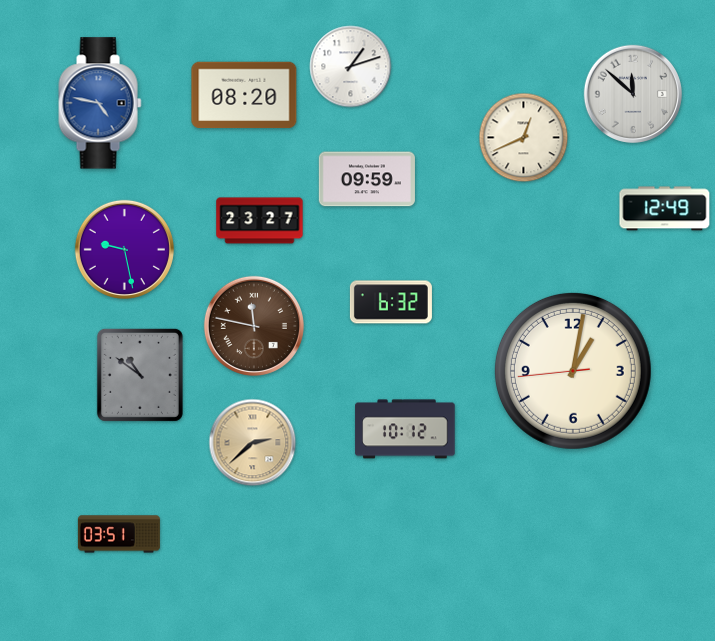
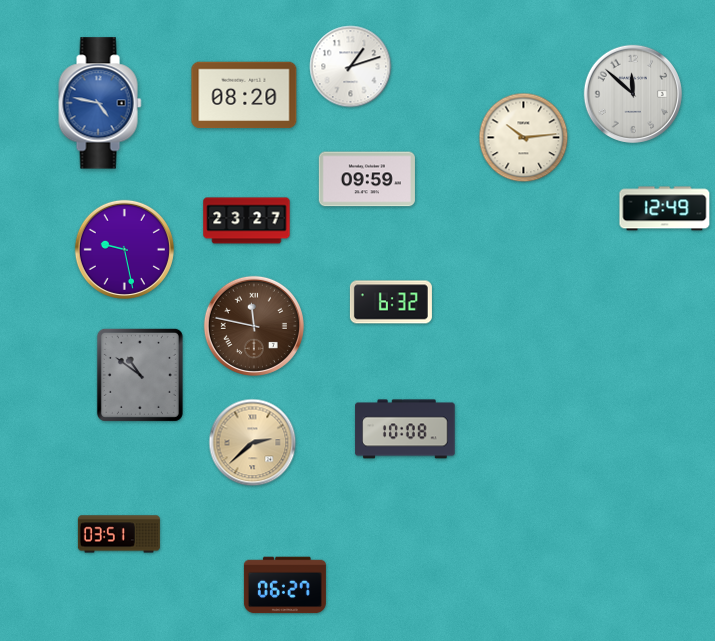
clock at (524, 138): 12:41 -> 10:14
clock at (260, 221) position: (260, 221) -> (247, 221)
clock at (573, 371): 1:01 -> none
clock at (405, 429): 10:12 -> 10:08
clock at (285, 585): none -> 06:27
